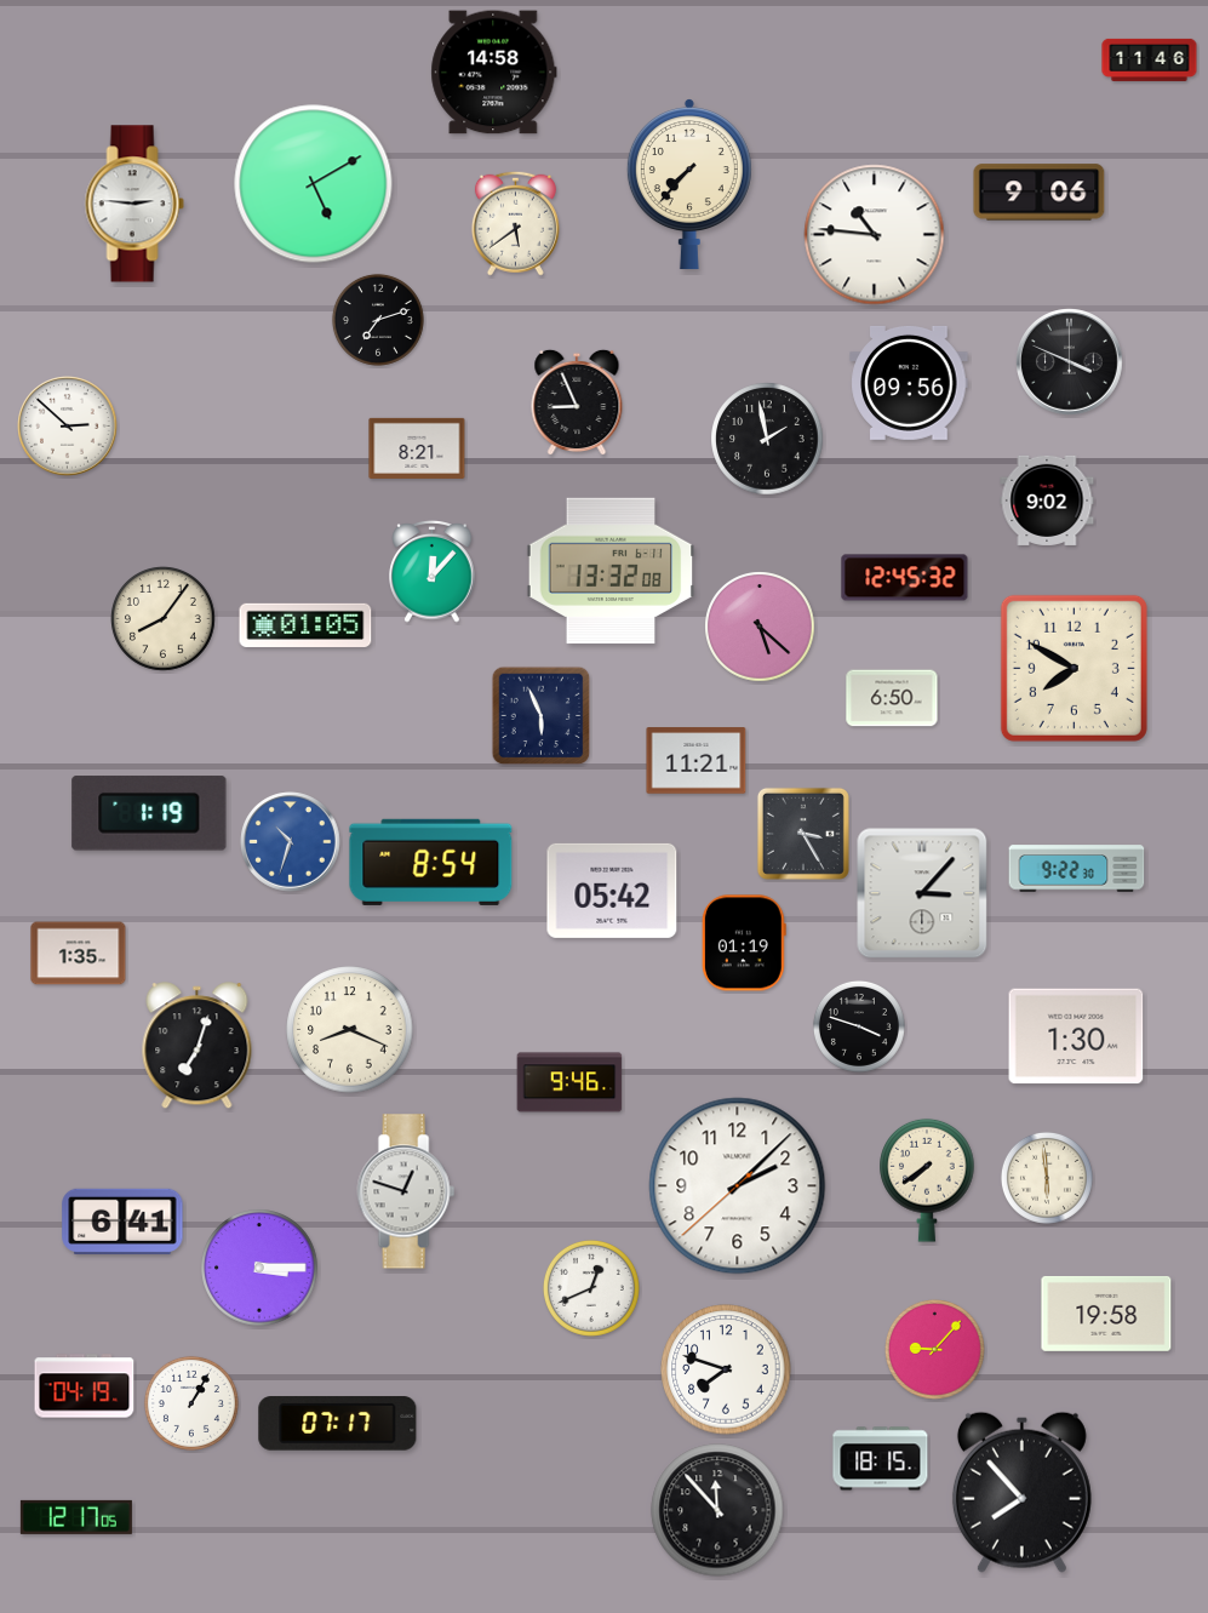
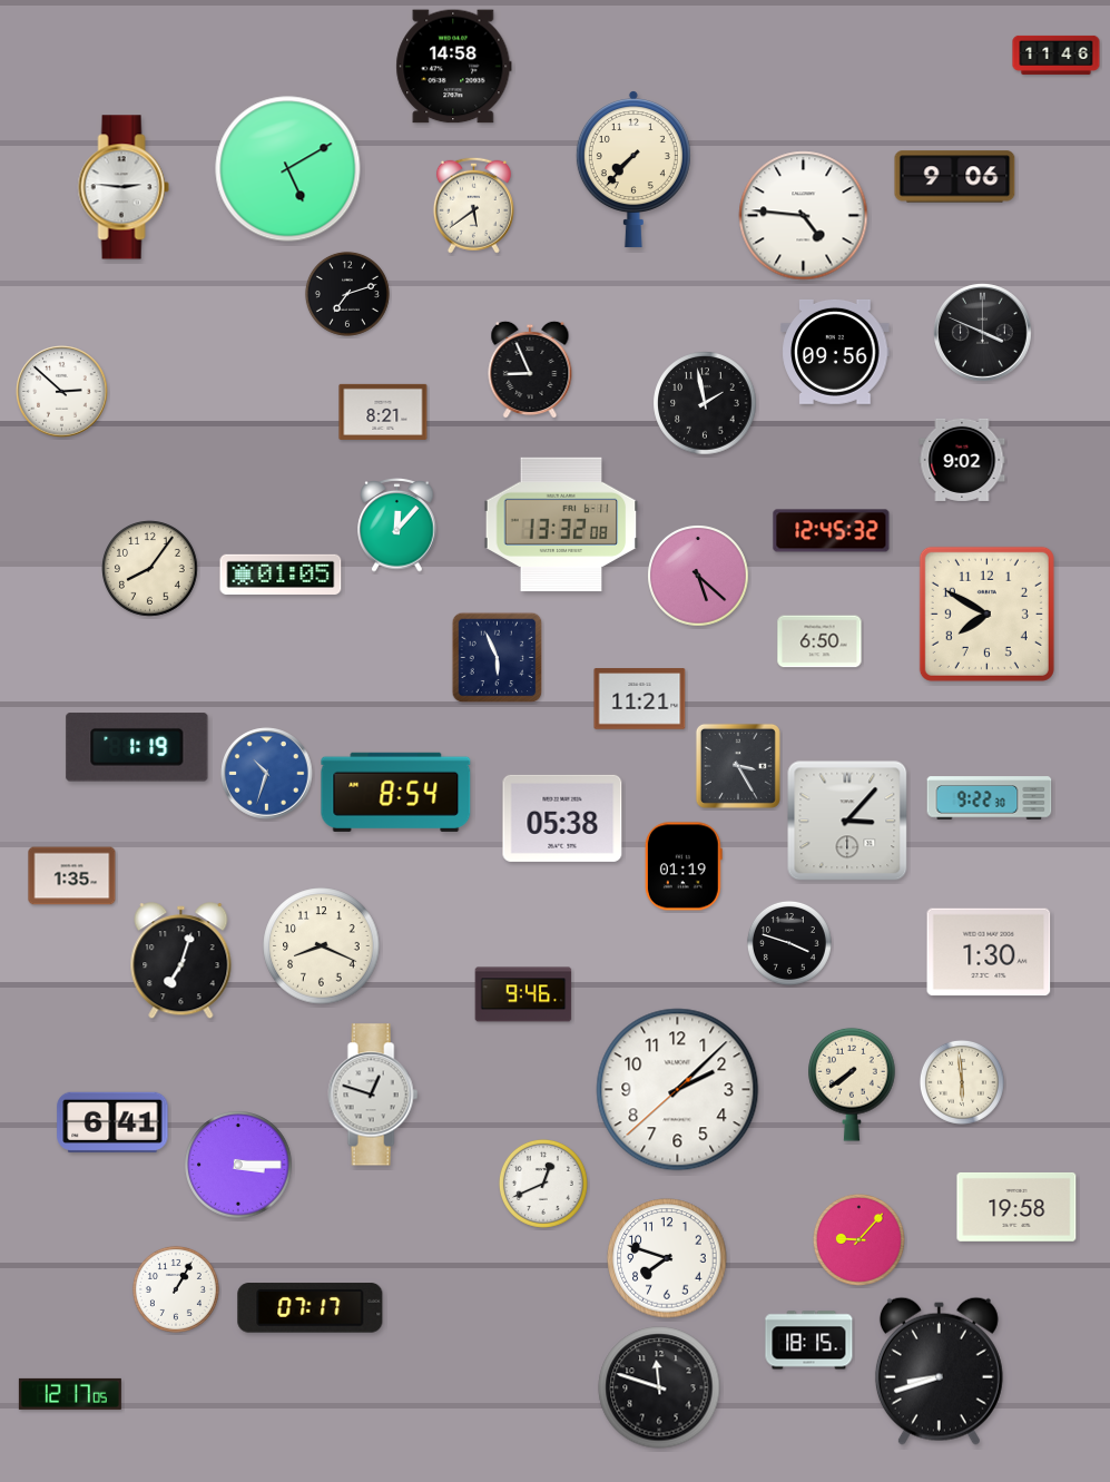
clock at (875, 235): 10:46 -> 4:46
clock at (612, 891): 05:42 -> 05:38
clock at (85, 1386): 04:19 -> none
clock at (1021, 1492): 7:53 -> 8:42
clock at (717, 1510): 11:53 -> 11:48
